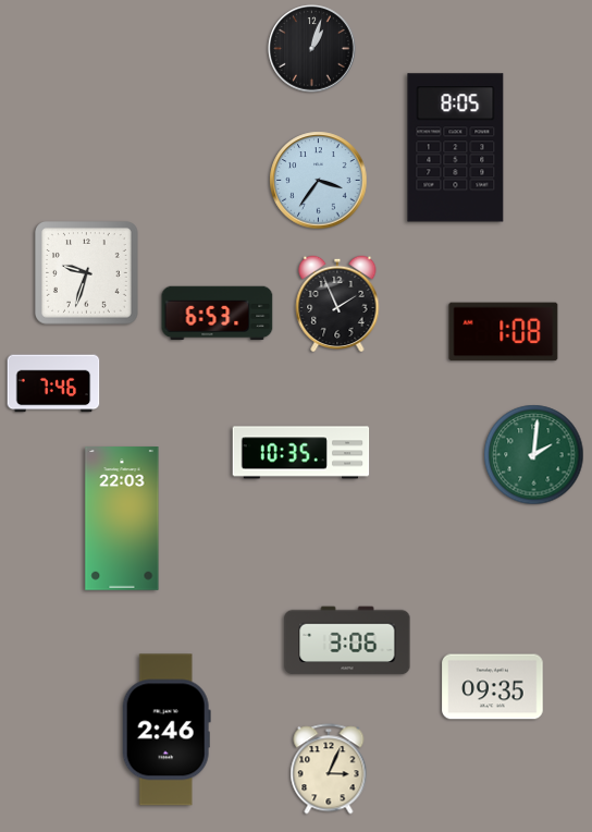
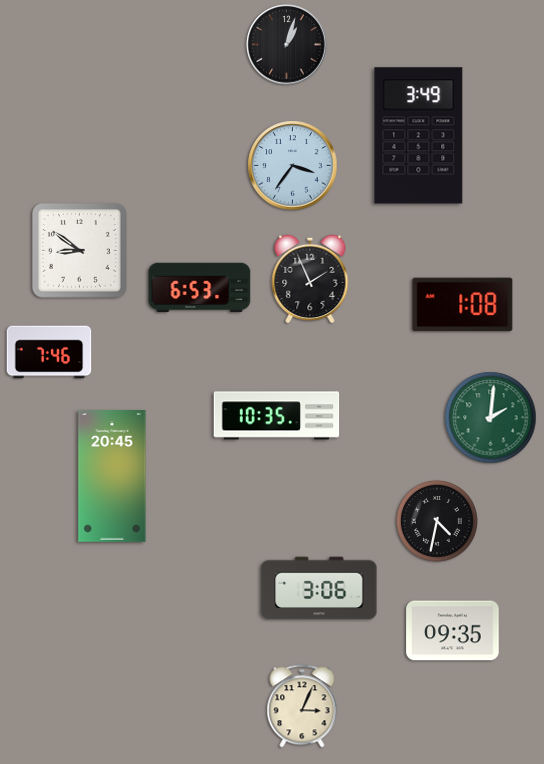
clock at (456, 148): 8:05 -> 3:49
clock at (87, 273): 9:33 -> 8:51
clock at (122, 518): 22:03 -> 20:45
clock at (437, 521): none -> 4:32
clock at (166, 730): 2:46 -> none
